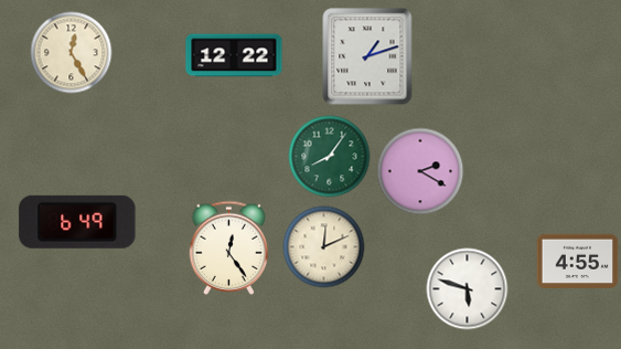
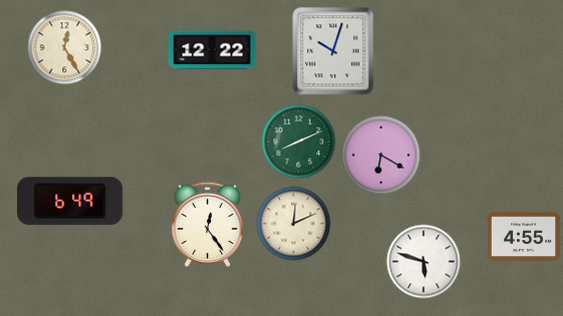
clock at (367, 56): 1:12 -> 10:03
clock at (330, 157): 8:06 -> 8:11
clock at (420, 171): 2:20 -> 6:20
